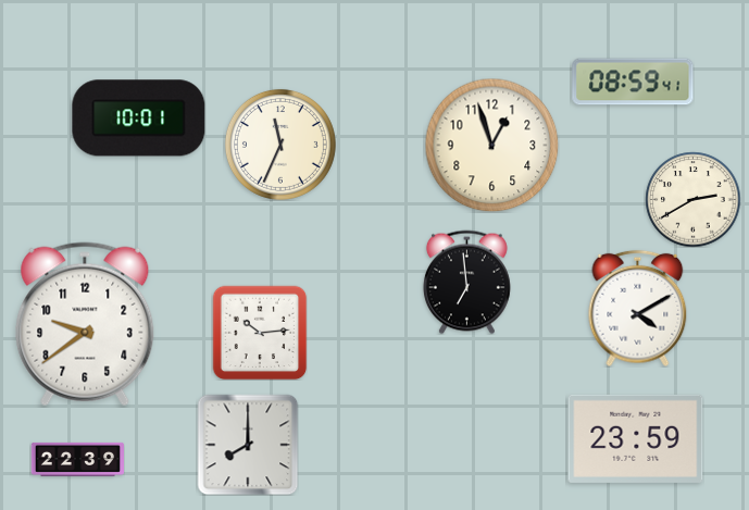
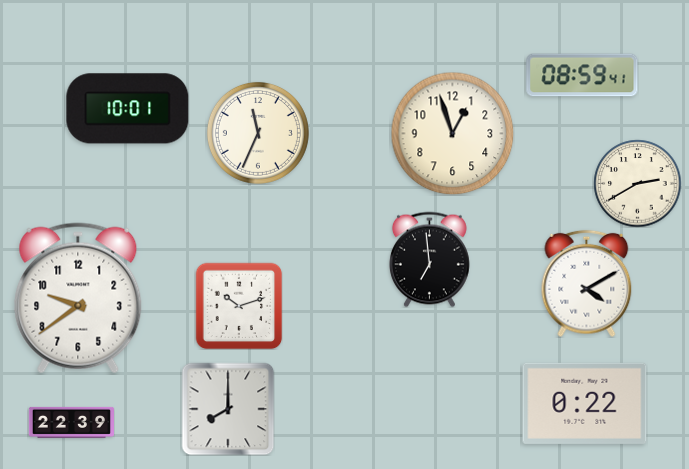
clock at (260, 333): 10:14 -> 10:12
clock at (636, 438): 23:59 -> 0:22
